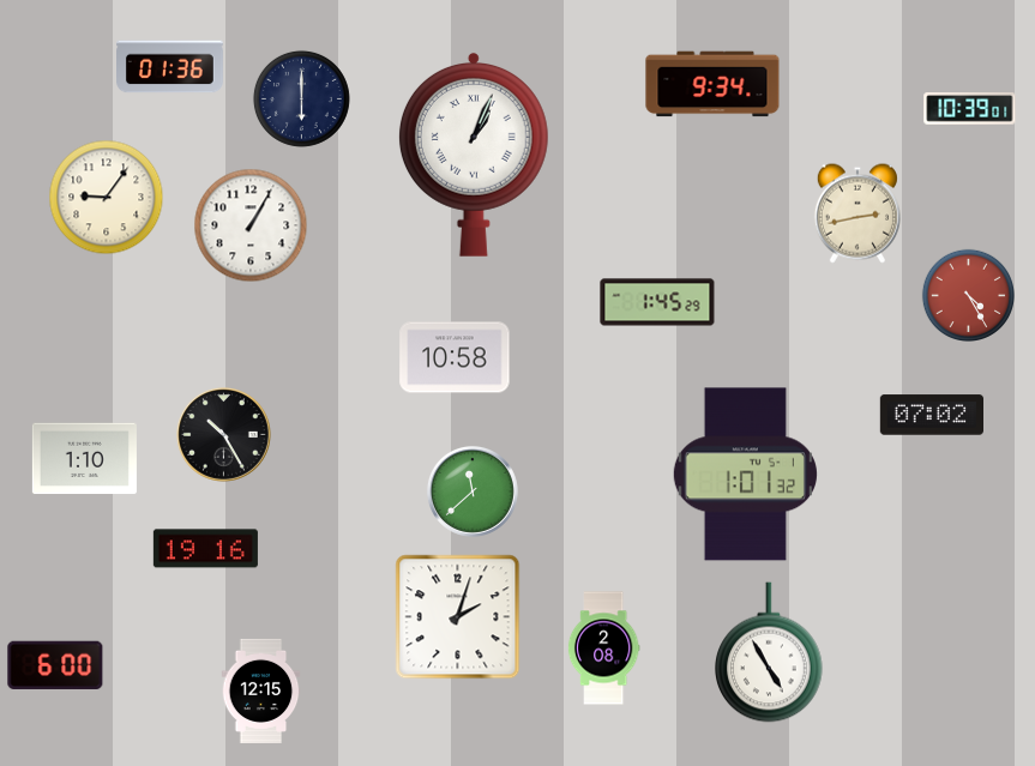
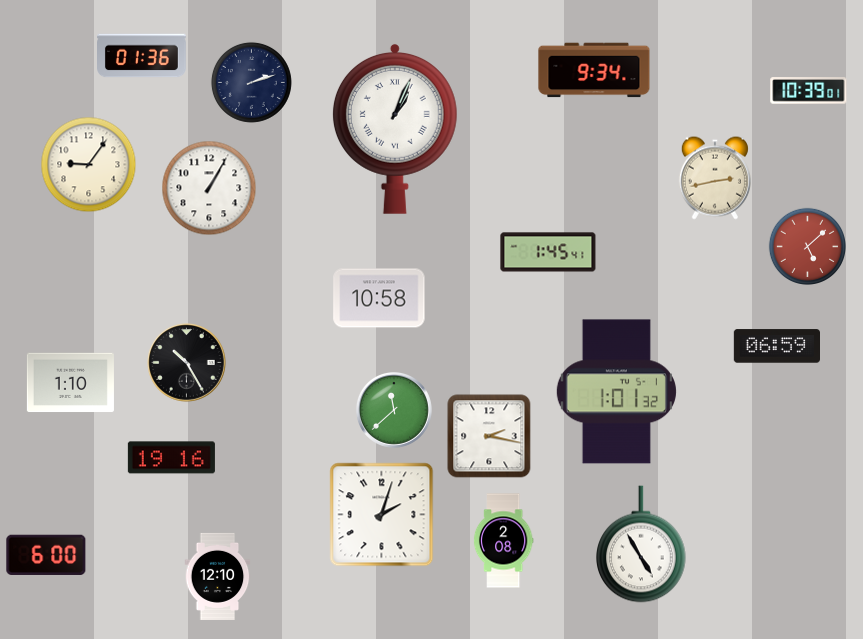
clock at (301, 98): 6:00 -> 2:12
clock at (968, 295): 4:25 -> 5:08
clock at (657, 302): 1:45:29 -> 1:45:41
clock at (931, 415): 07:02 -> 06:59
clock at (745, 475) position: (745, 475) -> (616, 392)
clock at (489, 436): none -> 2:17
clock at (261, 690): 12:15 -> 12:10
